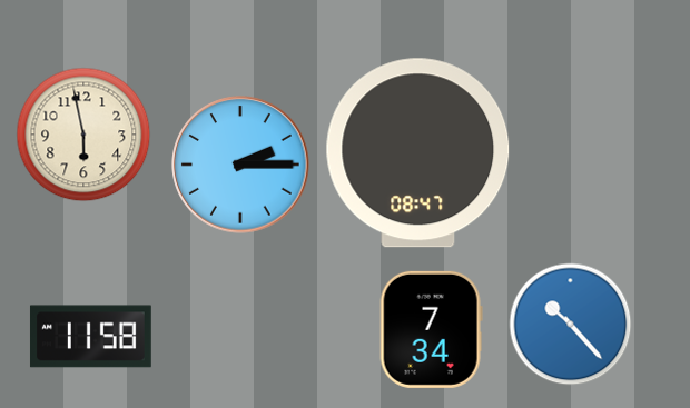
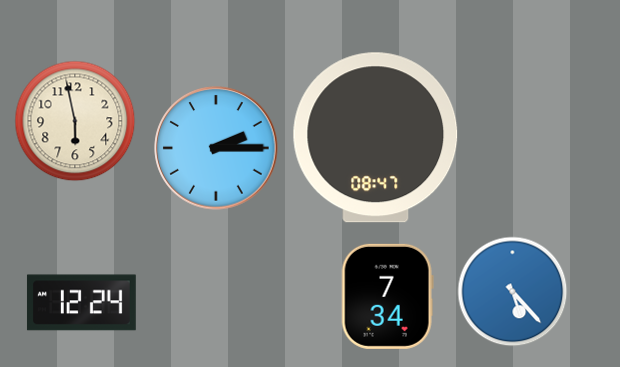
clock at (571, 325): 10:23 -> 5:23
clock at (90, 337): 11:58 -> 12:24
